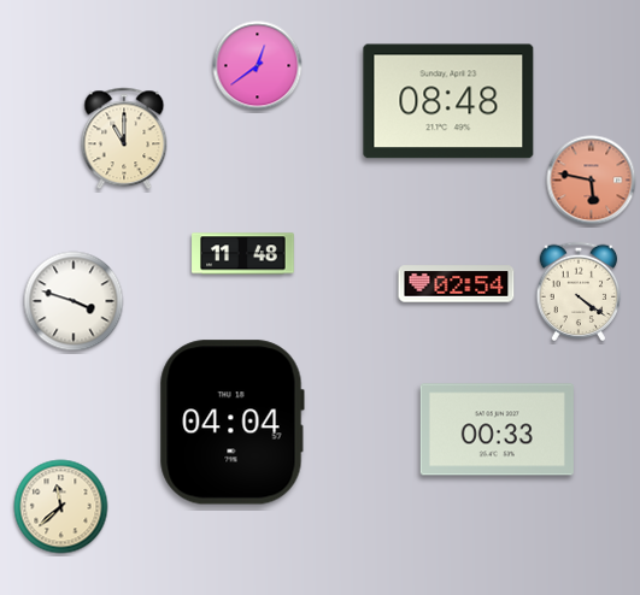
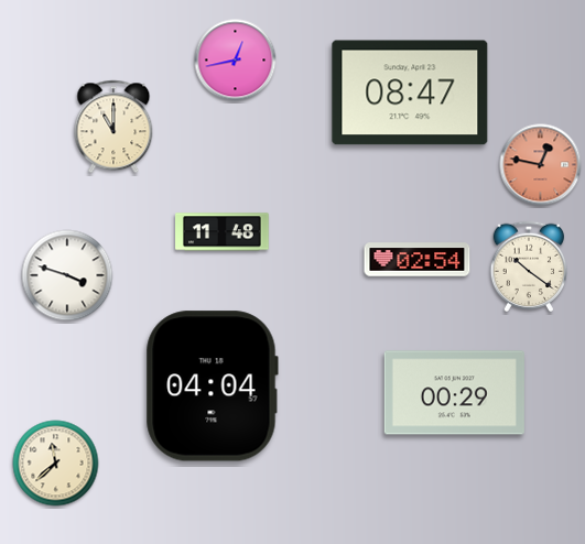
clock at (258, 66): 12:39 -> 12:43
clock at (448, 101): 08:48 -> 08:47
clock at (592, 181): 5:47 -> 12:47
clock at (579, 291): 4:21 -> 10:21
clock at (497, 430): 00:33 -> 00:29
